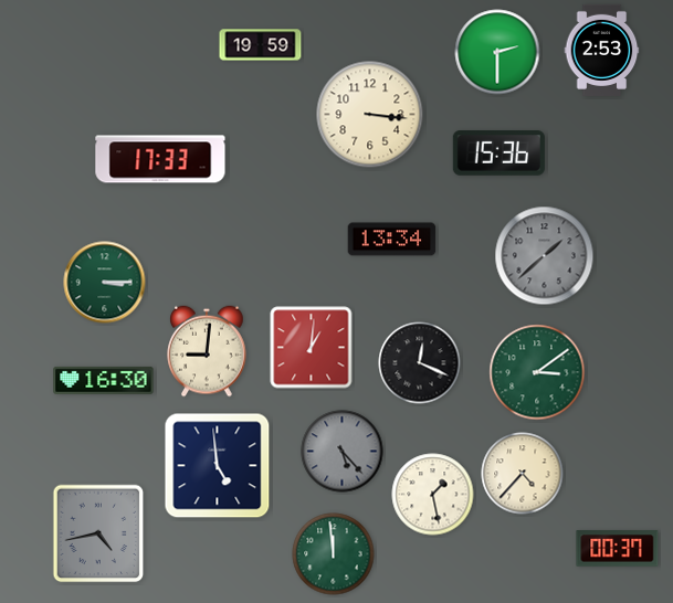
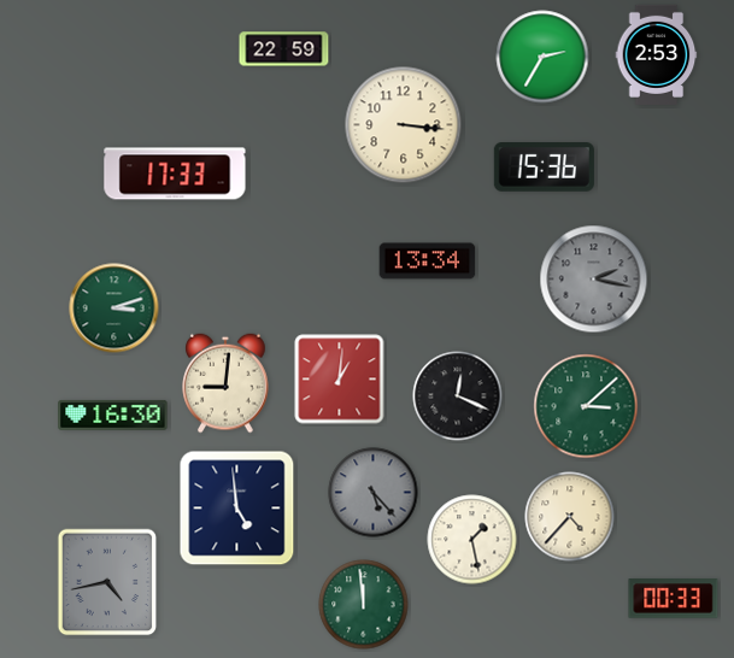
clock at (261, 45): 19:59 -> 22:59
clock at (497, 52): 2:30 -> 2:35
clock at (545, 256): 1:38 -> 2:17
clock at (105, 283): 3:15 -> 3:12
clock at (537, 372): 3:09 -> 3:08
clock at (618, 549): 00:37 -> 00:33
